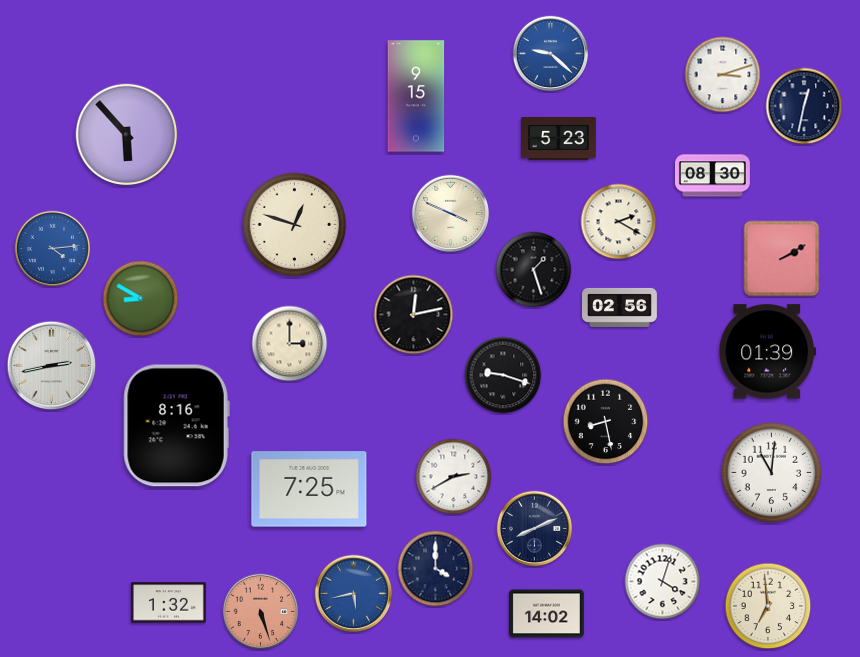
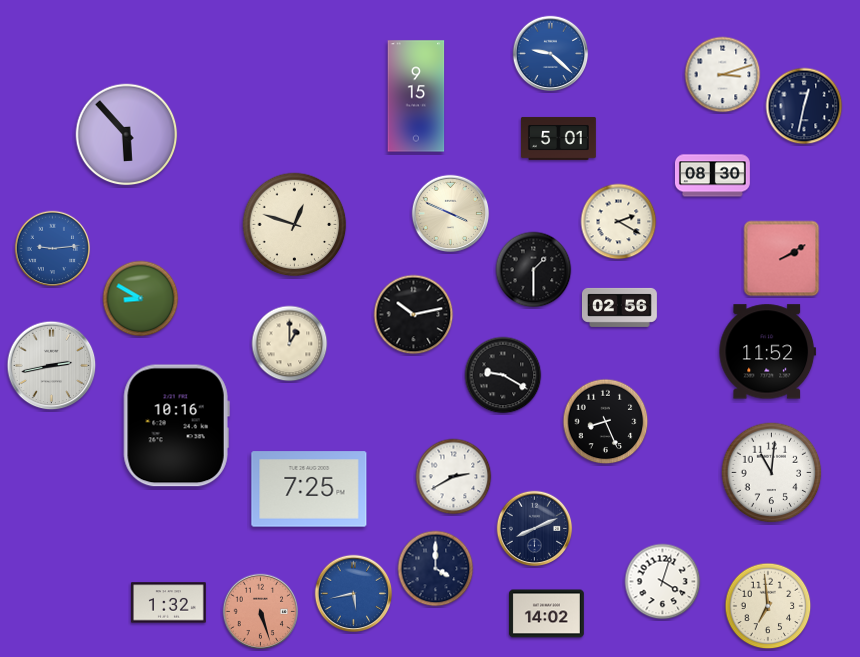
clock at (559, 138): 5:23 -> 5:01
clock at (53, 249): 4:14 -> 9:14
clock at (534, 270): 1:27 -> 1:30
clock at (414, 315): 12:13 -> 10:13
clock at (290, 344): 3:00 -> 1:00
clock at (768, 352): 01:39 -> 11:52
clock at (503, 375): 9:18 -> 9:20
clock at (606, 422): 8:28 -> 8:26
clock at (176, 426): 8:16 -> 10:16
